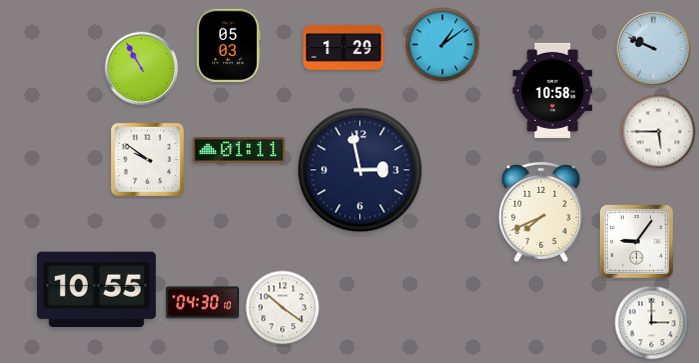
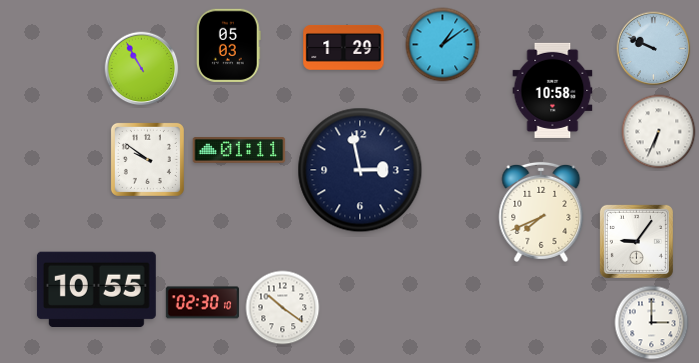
clock at (659, 132): 5:45 -> 6:34
clock at (202, 303): 04:30 -> 02:30
